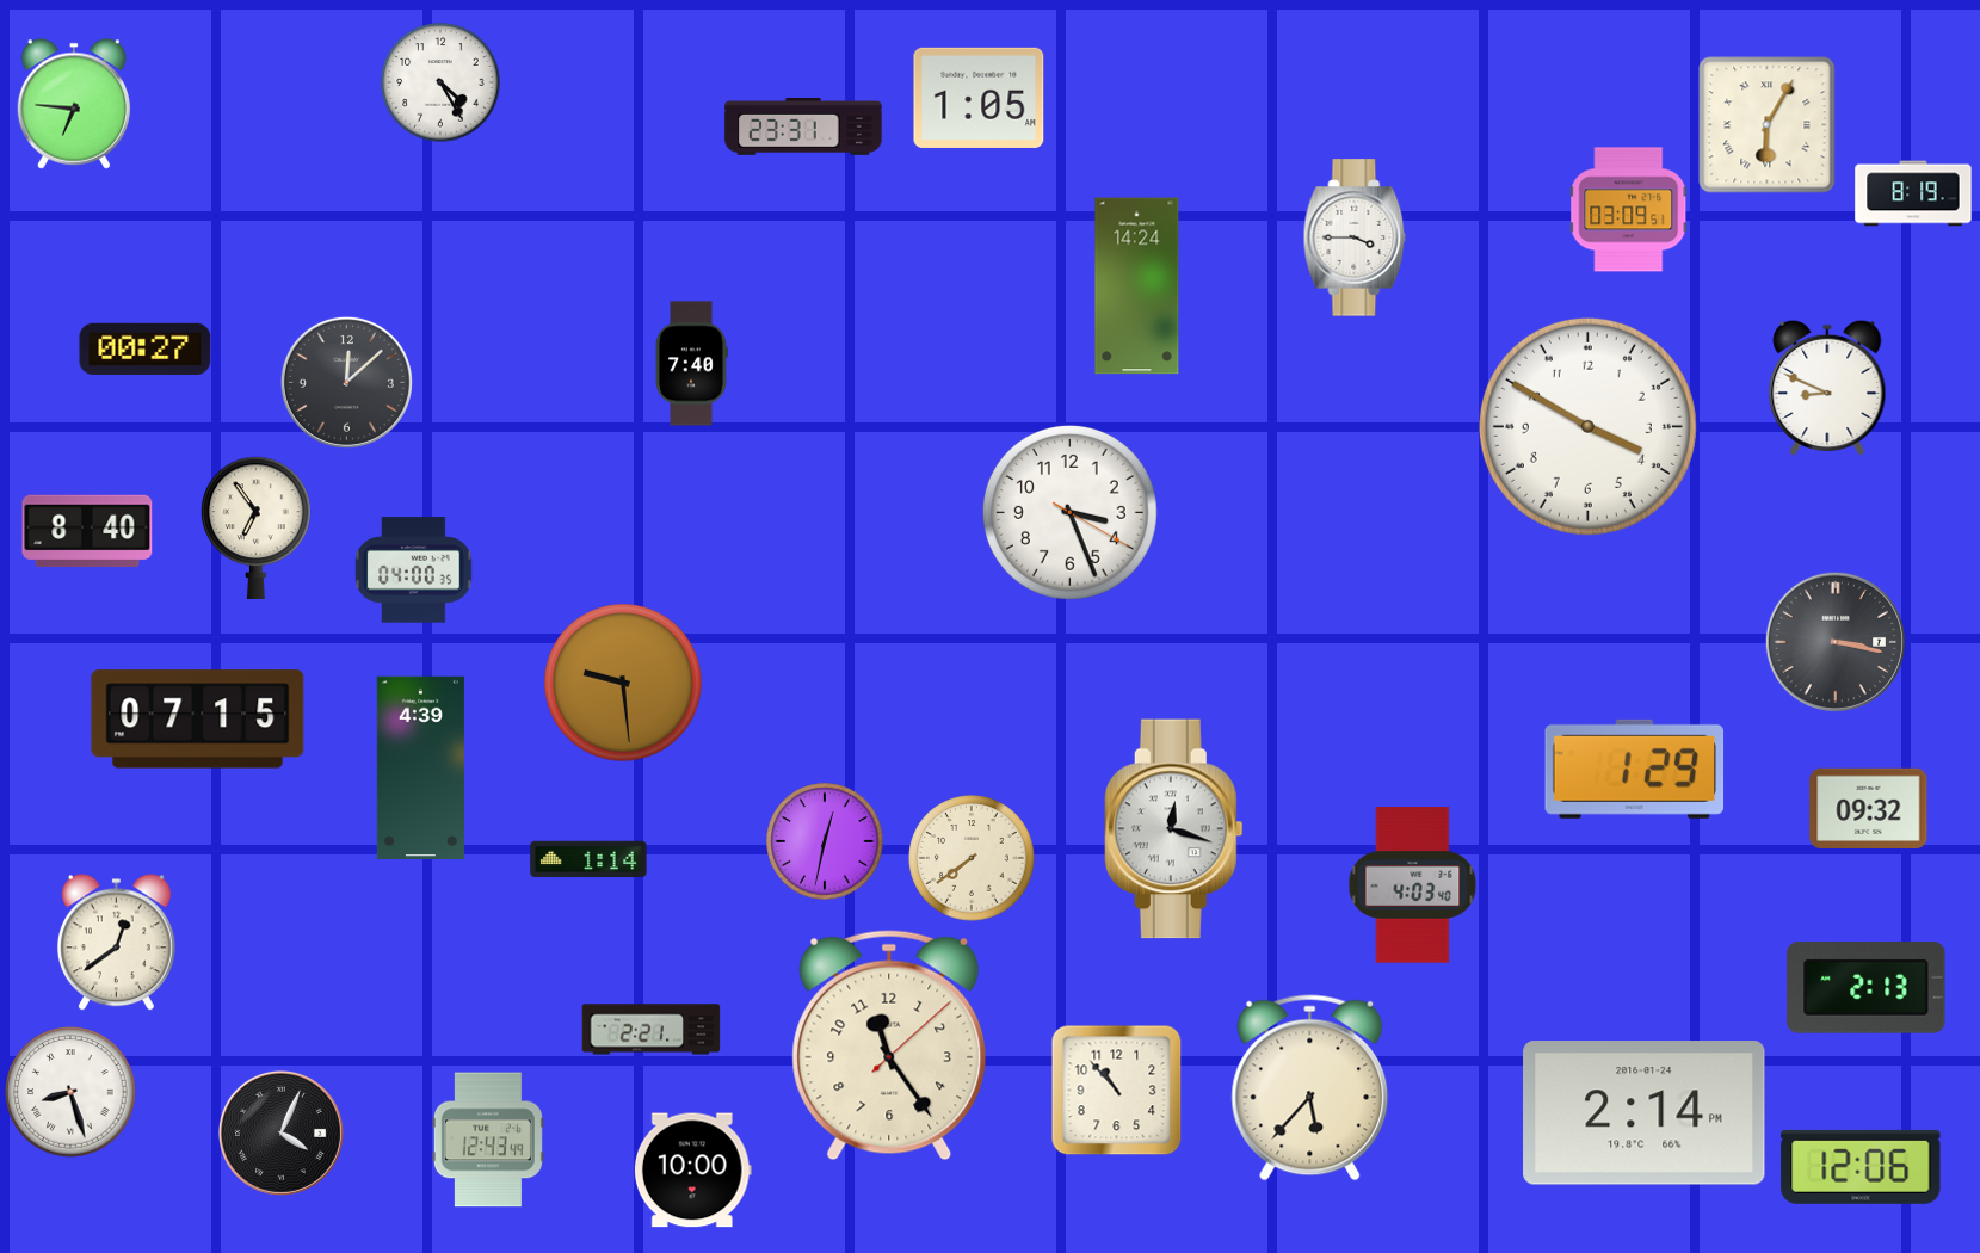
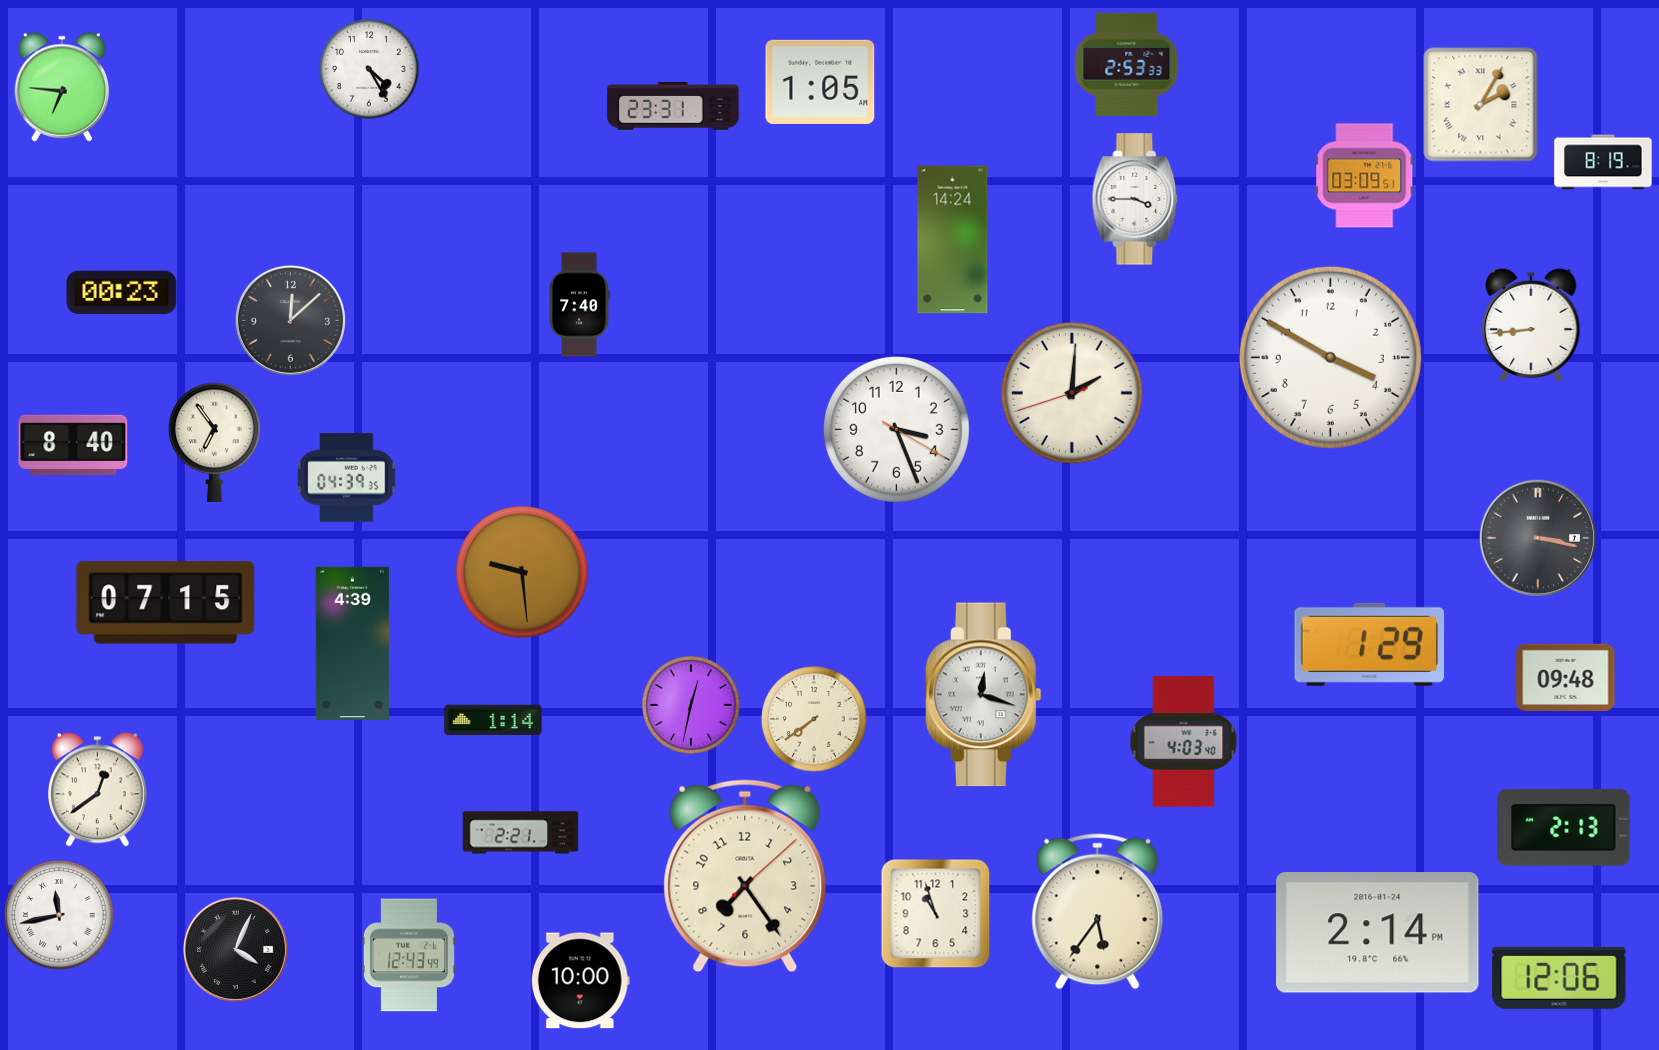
clock at (1127, 64): none -> 2:53
clock at (1768, 125): 6:05 -> 2:05
clock at (146, 350): 00:27 -> 00:23
clock at (1827, 388): 8:49 -> 8:44
clock at (1072, 393): none -> 2:00
clock at (414, 570): 04:00 -> 04:39
clock at (1869, 808): 09:32 -> 09:48
clock at (652, 1030) position: (652, 1030) -> (521, 833)
clock at (889, 1045): 11:24 -> 7:24
clock at (1310, 1088): 5:37 -> 5:36
clock at (1117, 1091): 10:53 -> 10:57
clock at (70, 1092): 8:27 -> 11:43
